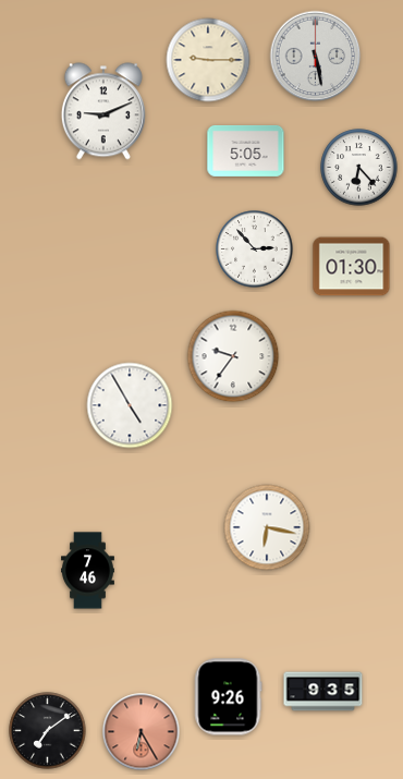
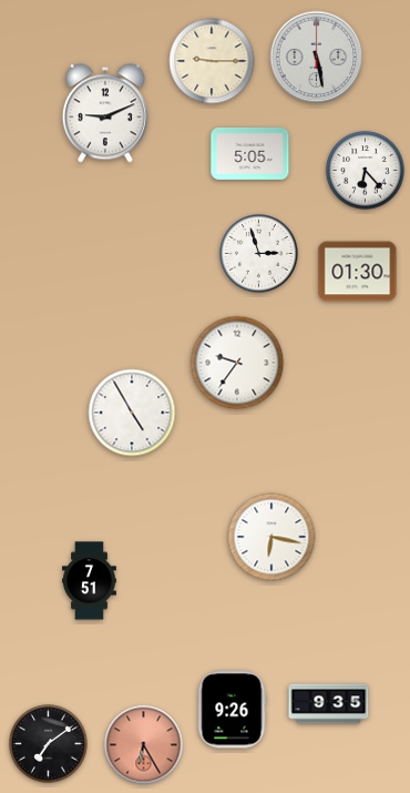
clock at (316, 57) position: (316, 57) -> (317, 58)
clock at (255, 249): 2:53 -> 2:57
clock at (88, 571): 7:46 -> 7:51
